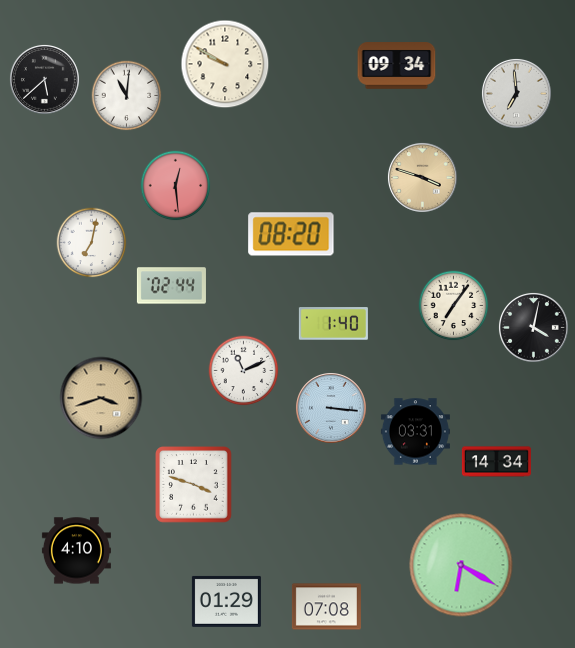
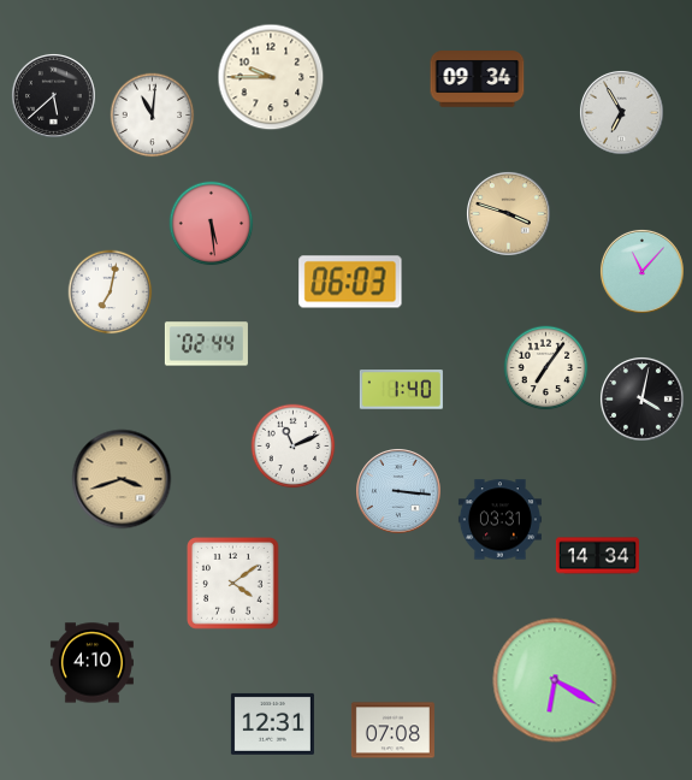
clock at (225, 64): 9:50 -> 9:45
clock at (516, 93): 6:59 -> 6:55
clock at (176, 186): 12:29 -> 5:29
clock at (641, 271): none -> 11:07
clock at (291, 234): 08:20 -> 06:03
clock at (533, 327) position: (533, 327) -> (641, 398)
clock at (194, 485): 3:48 -> 4:09
clock at (226, 601): 01:29 -> 12:31
